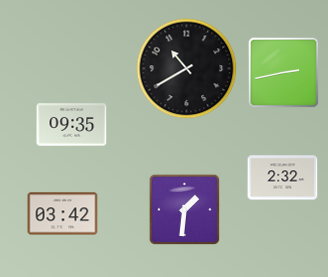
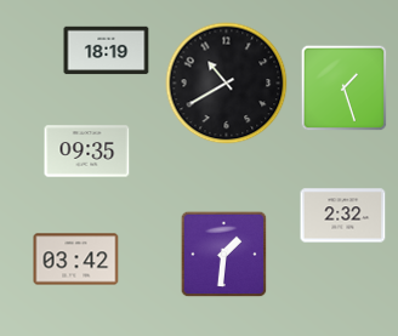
clock at (107, 51): none -> 18:19
clock at (284, 73): 2:43 -> 1:27
